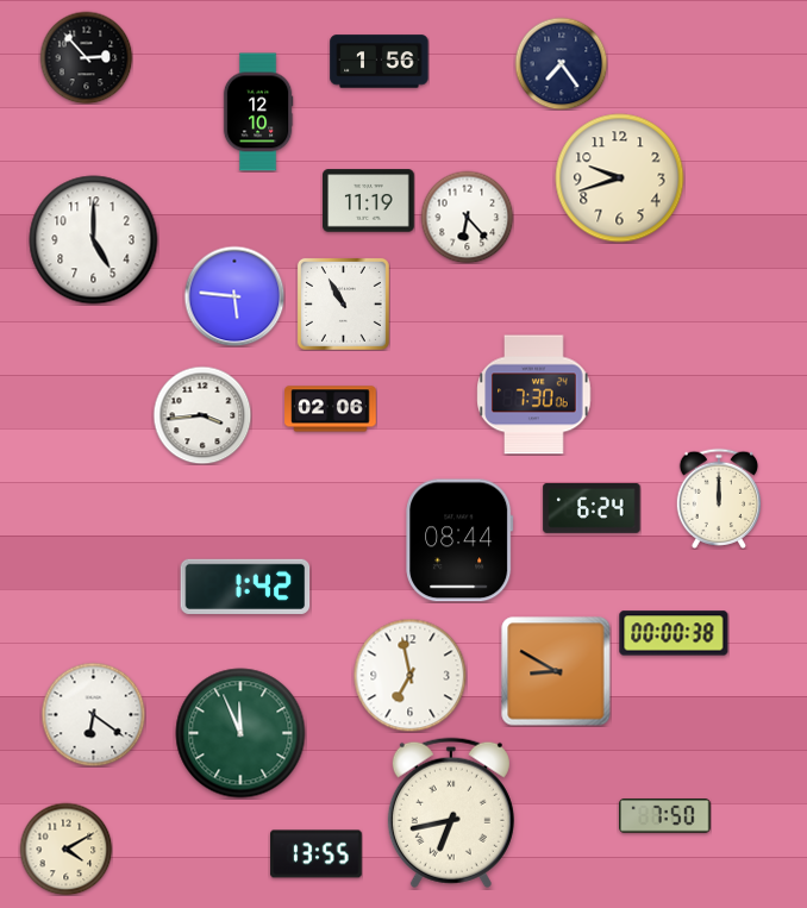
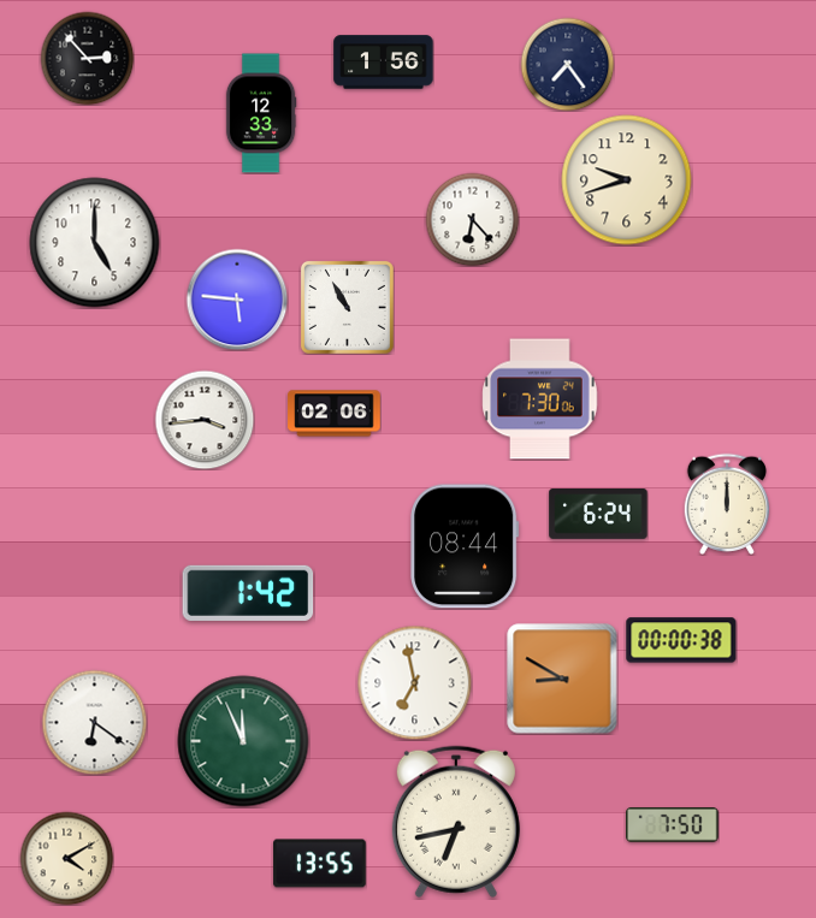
clock at (258, 112): 12:10 -> 12:33
clock at (369, 201): 11:19 -> none
